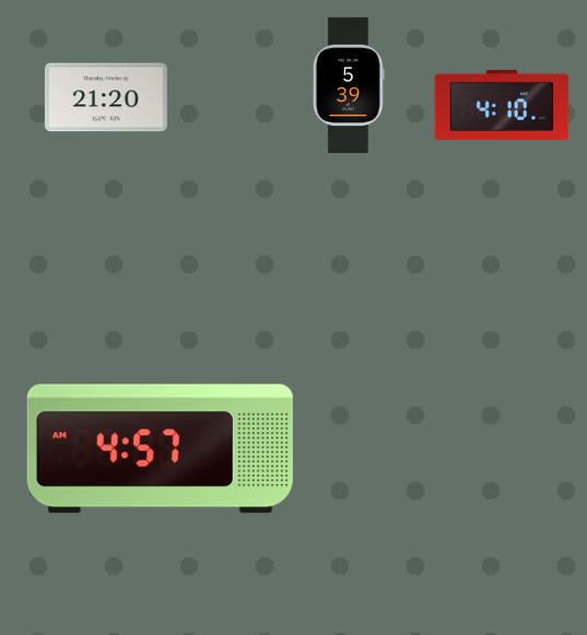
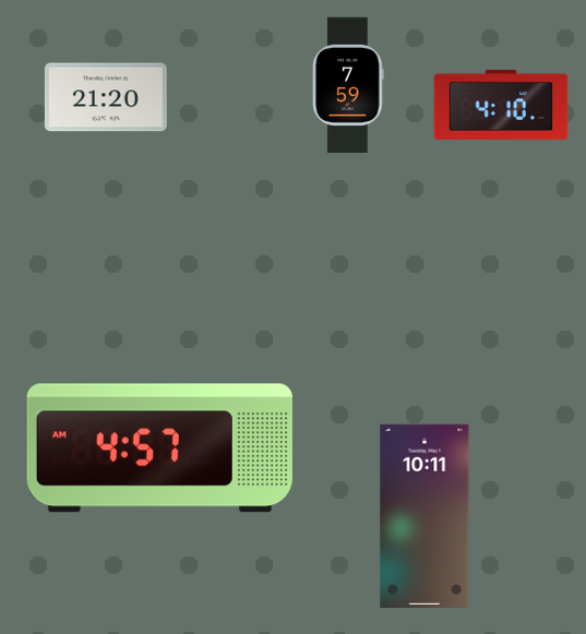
clock at (349, 84): 5:39 -> 7:59
clock at (424, 515): none -> 10:11
